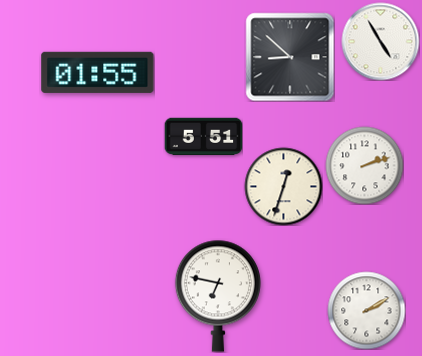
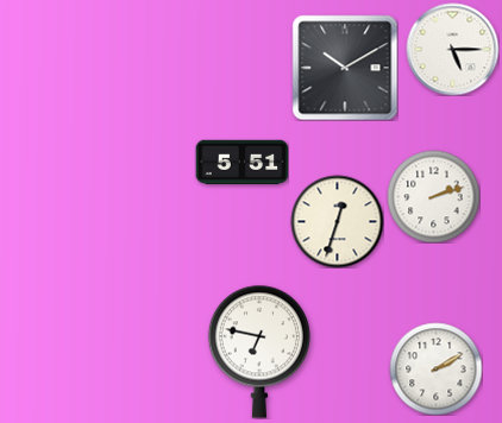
clock at (380, 41): 4:55 -> 5:15
clock at (290, 57): 8:52 -> 10:10
clock at (98, 72): 01:55 -> none
